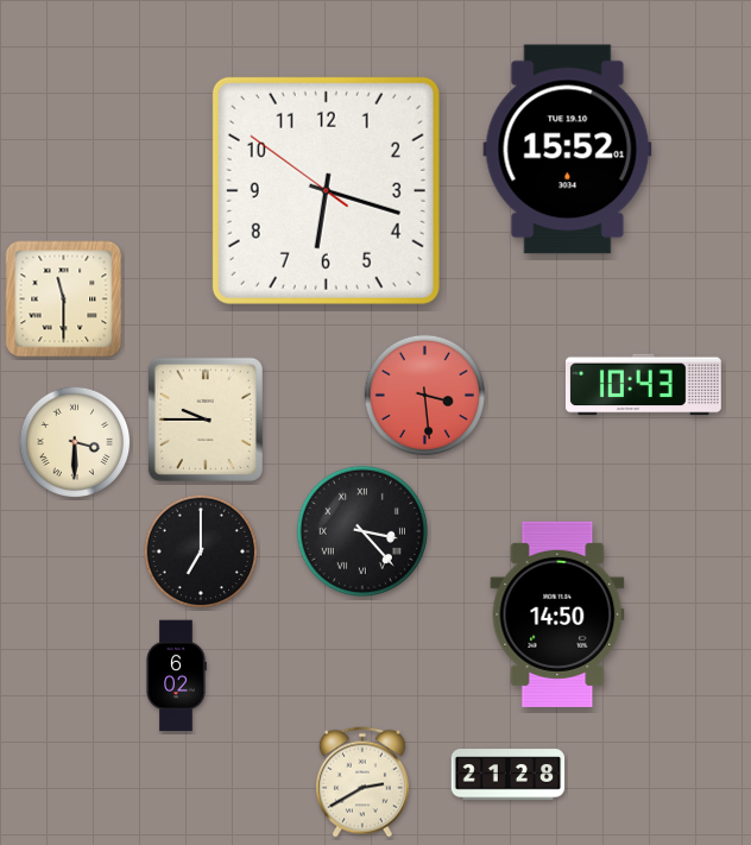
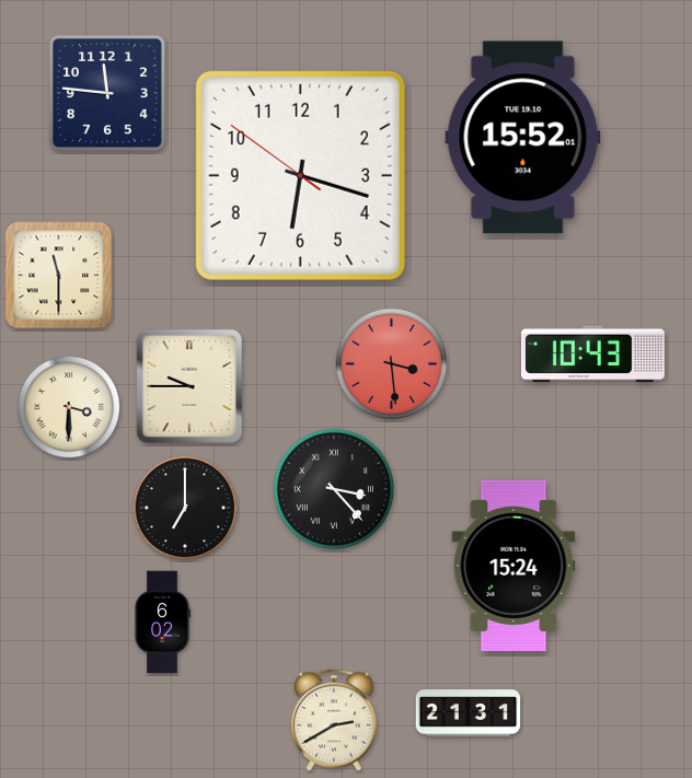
clock at (107, 93): none -> 11:46
clock at (557, 614): 14:50 -> 15:24
clock at (509, 775): 21:28 -> 21:31
